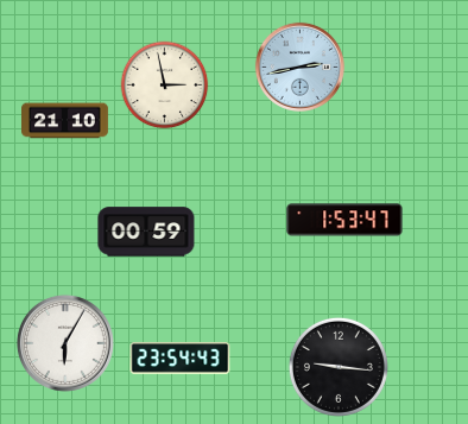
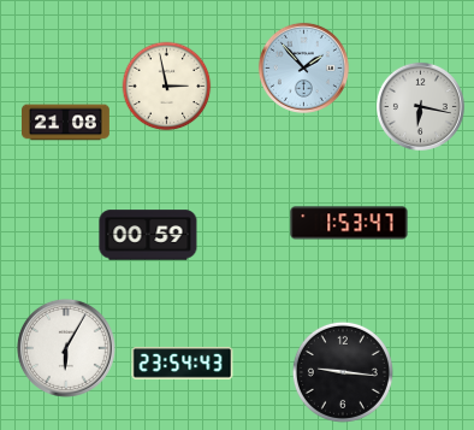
clock at (299, 67): 2:43 -> 1:53
clock at (420, 106): none -> 6:17
clock at (65, 121): 21:10 -> 21:08
